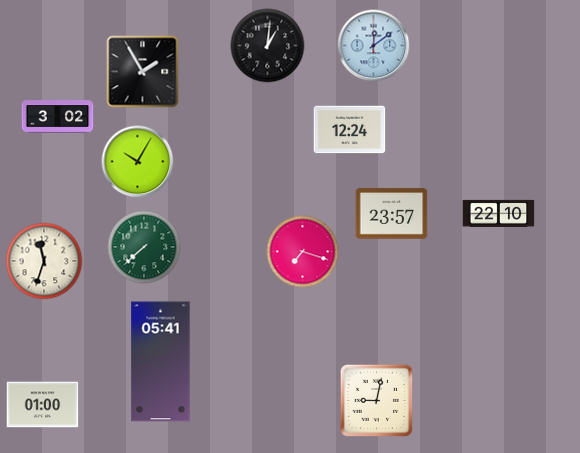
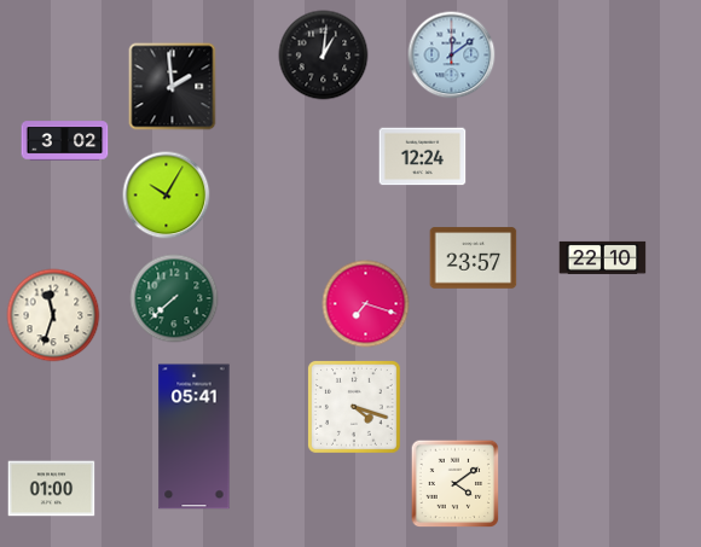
clock at (143, 72): 1:55 -> 1:59
clock at (58, 117) position: (58, 117) -> (65, 141)
clock at (354, 407): none -> 4:18
clock at (377, 401): 9:02 -> 4:09
